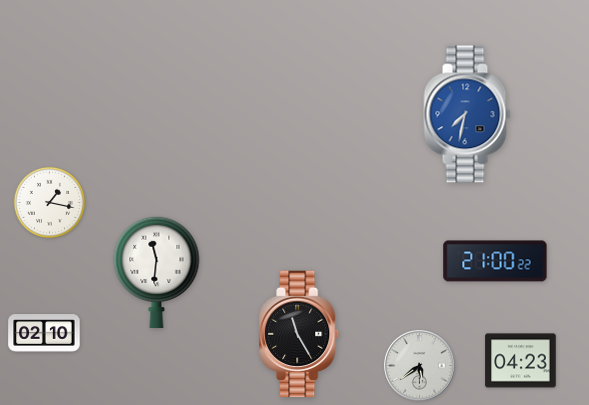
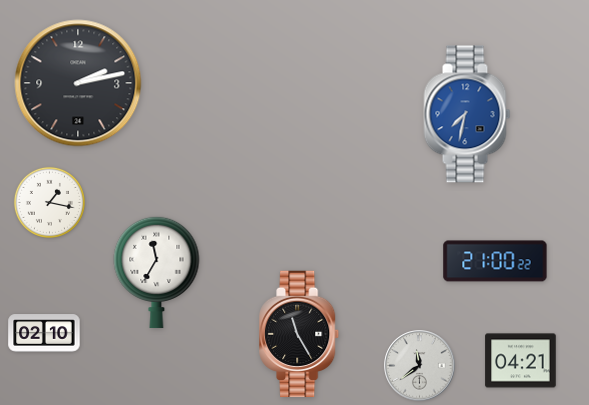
clock at (78, 83): none -> 2:13
clock at (157, 272): 11:31 -> 11:35
clock at (521, 361): 04:23 -> 04:21
clock at (420, 366): 5:39 -> 11:39
